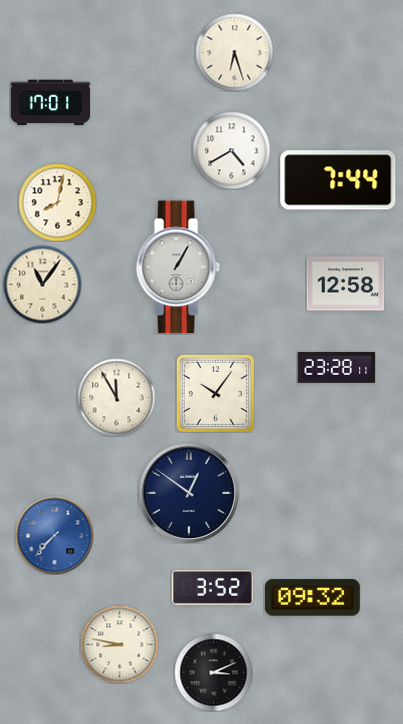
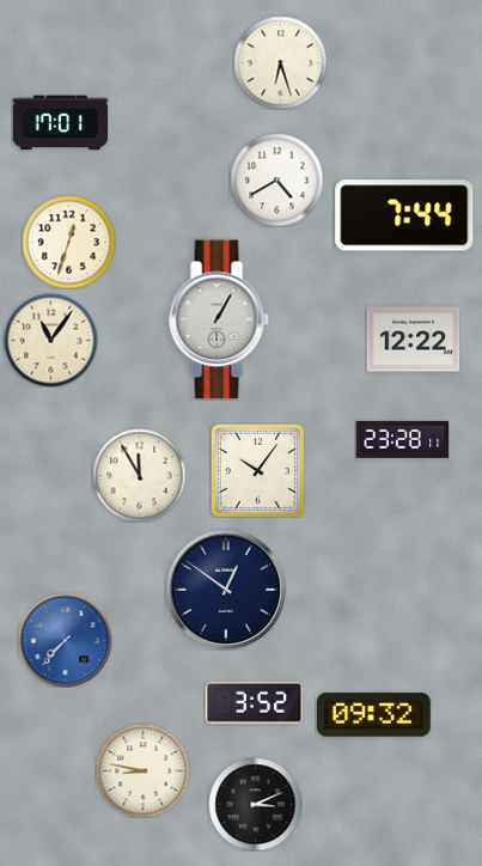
clock at (57, 202): 8:02 -> 12:33
clock at (178, 267) position: (178, 267) -> (219, 319)
clock at (345, 284): 12:58 -> 12:22
